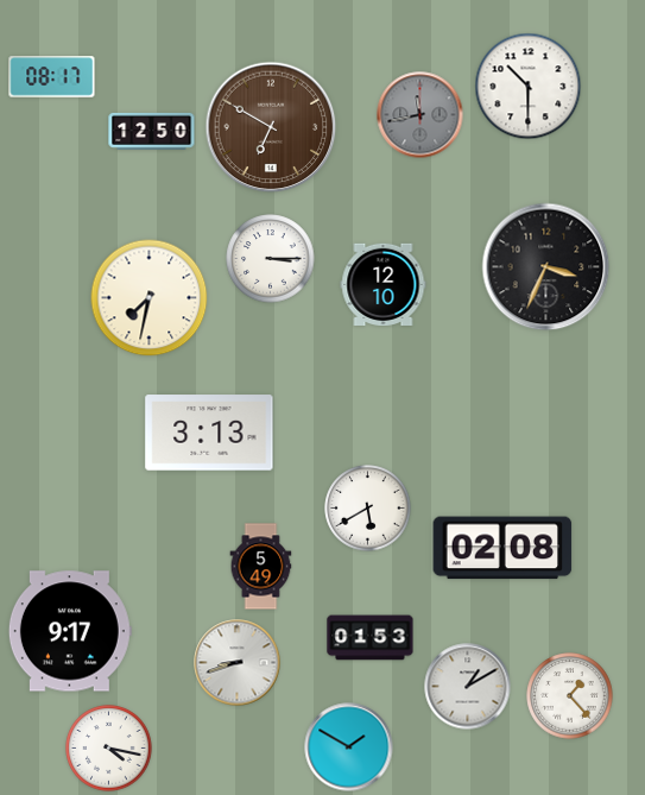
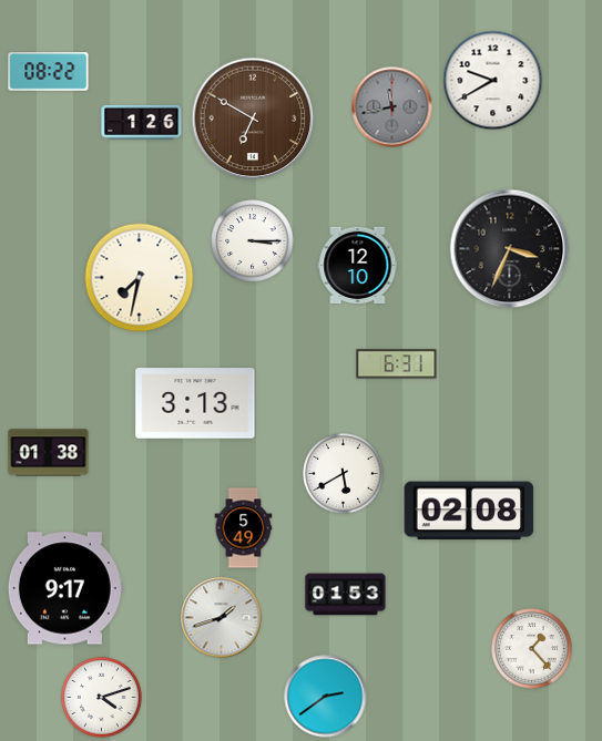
clock at (52, 77): 08:17 -> 08:22
clock at (529, 87): 10:30 -> 9:40
clock at (152, 131): 12:50 -> 1:26
clock at (397, 364): none -> 6:31
clock at (49, 453): none -> 01:38
clock at (238, 663): 8:42 -> 1:42
clock at (468, 687): 1:10 -> none
clock at (349, 747): 1:50 -> 2:39
clock at (109, 749): 4:17 -> 4:12
